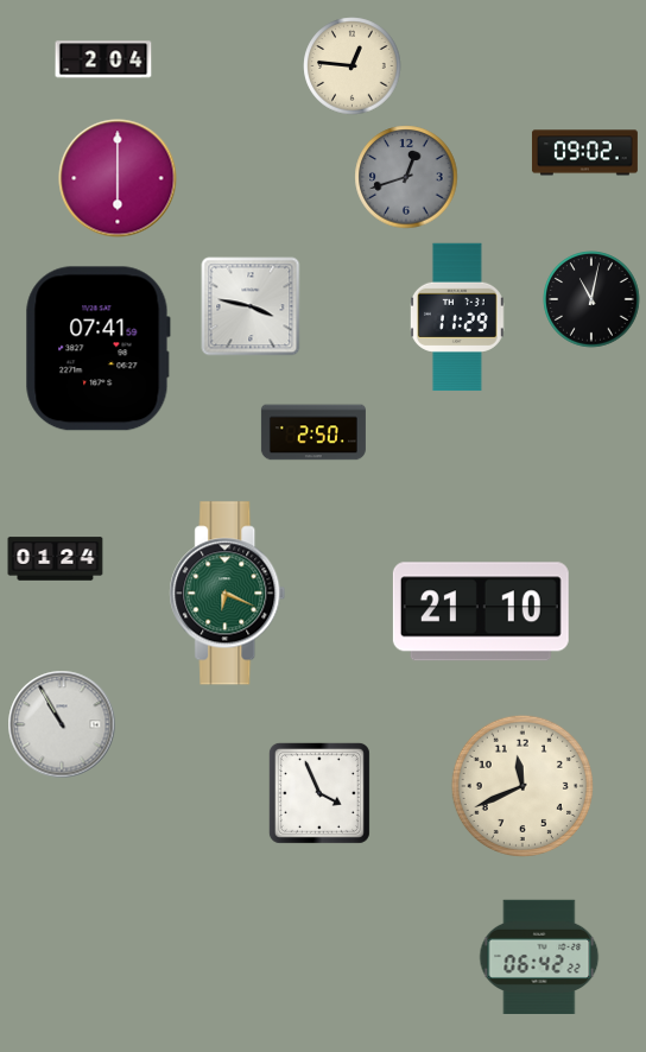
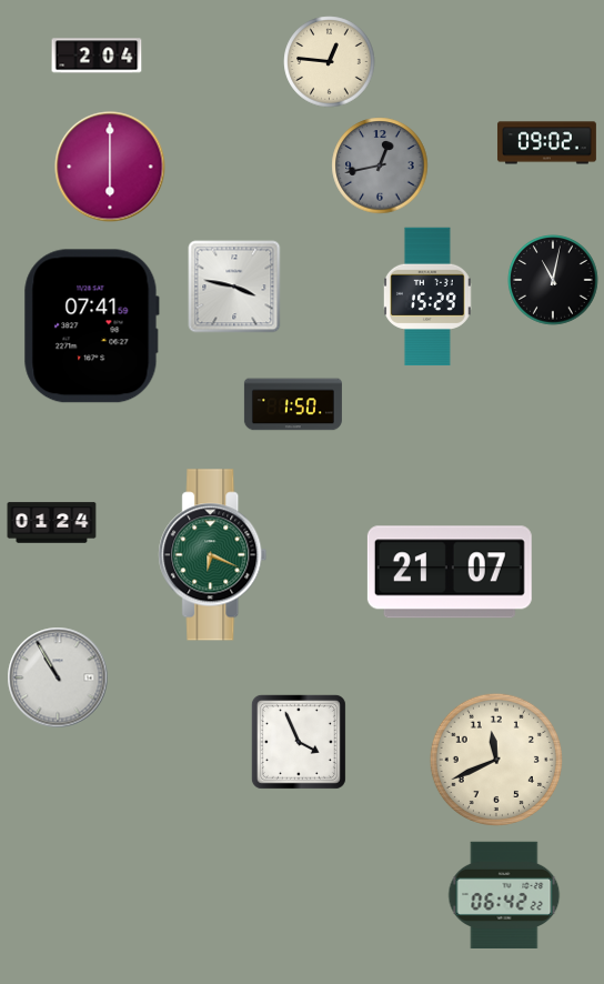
clock at (406, 177): 12:42 -> 12:43
clock at (458, 317): 11:29 -> 15:29
clock at (313, 432): 2:50 -> 1:50
clock at (481, 611): 21:10 -> 21:07
clock at (522, 786) position: (522, 786) -> (496, 760)
